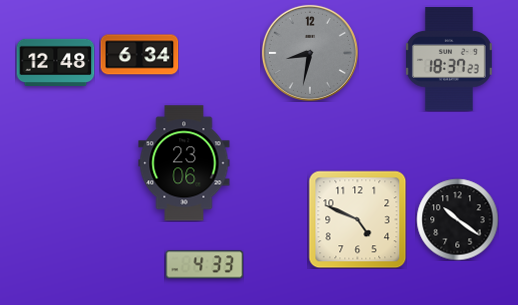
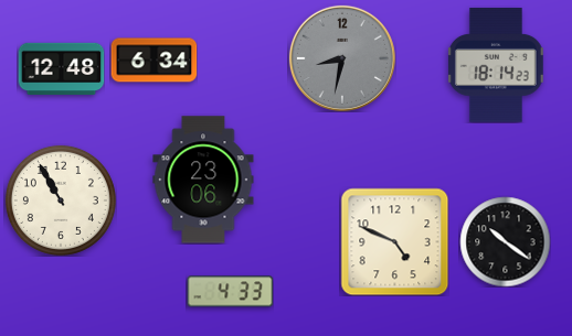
clock at (449, 59): 18:37 -> 18:14
clock at (61, 200): none -> 10:55
clock at (204, 265) position: (204, 265) -> (230, 292)
